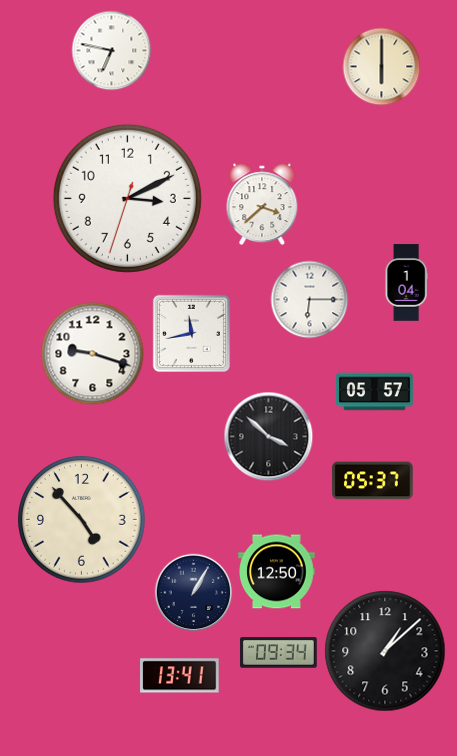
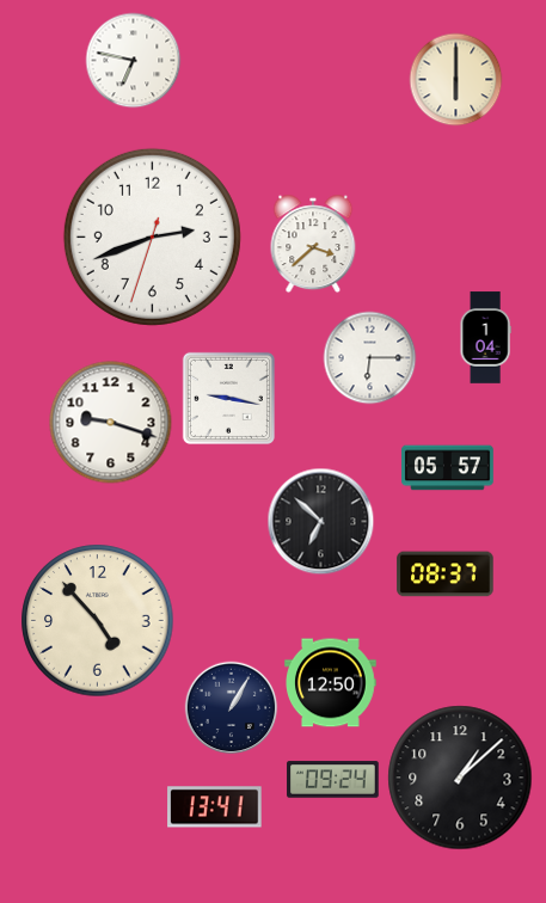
clock at (127, 198): 3:10 -> 2:41
clock at (191, 333): 11:43 -> 9:17
clock at (268, 436): 3:52 -> 6:52
clock at (373, 481): 05:37 -> 08:37
clock at (279, 653): 09:34 -> 09:24
